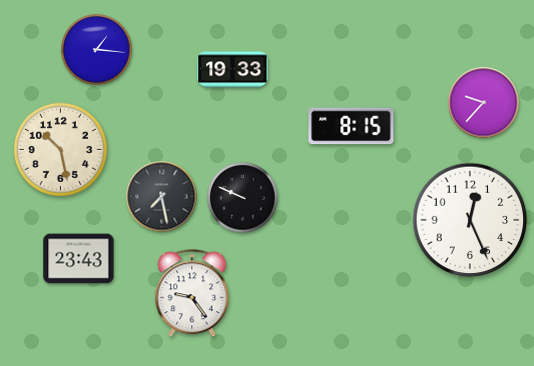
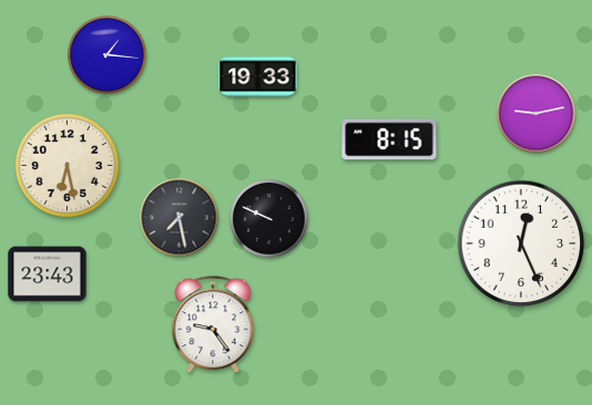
clock at (484, 103): 9:37 -> 9:13
clock at (60, 149): 10:28 -> 6:28
clock at (79, 259) position: (79, 259) -> (48, 274)
